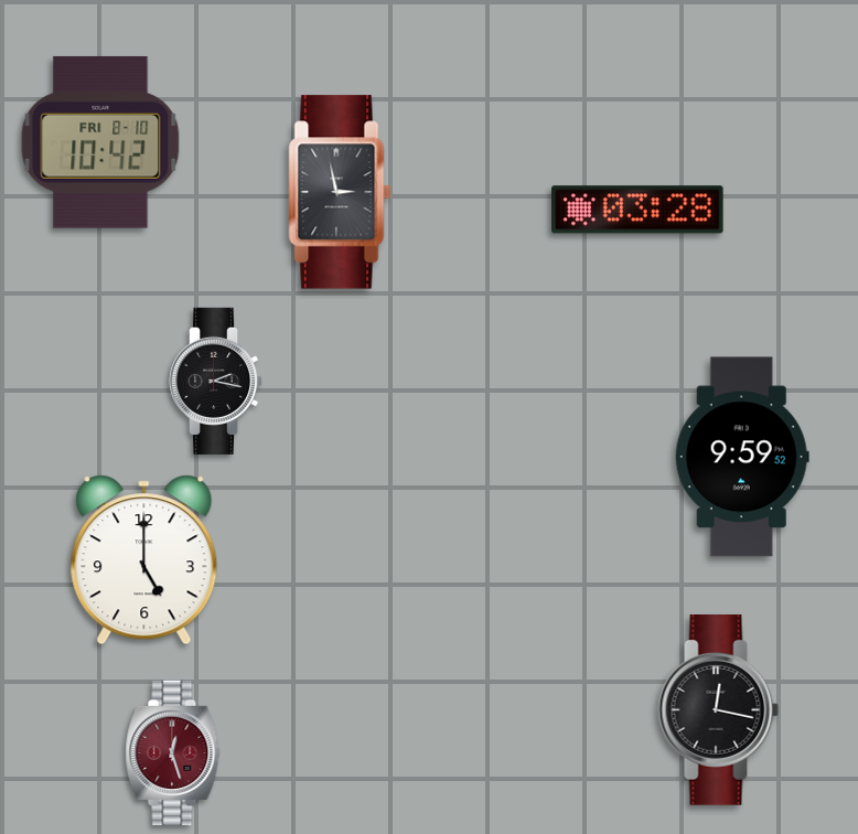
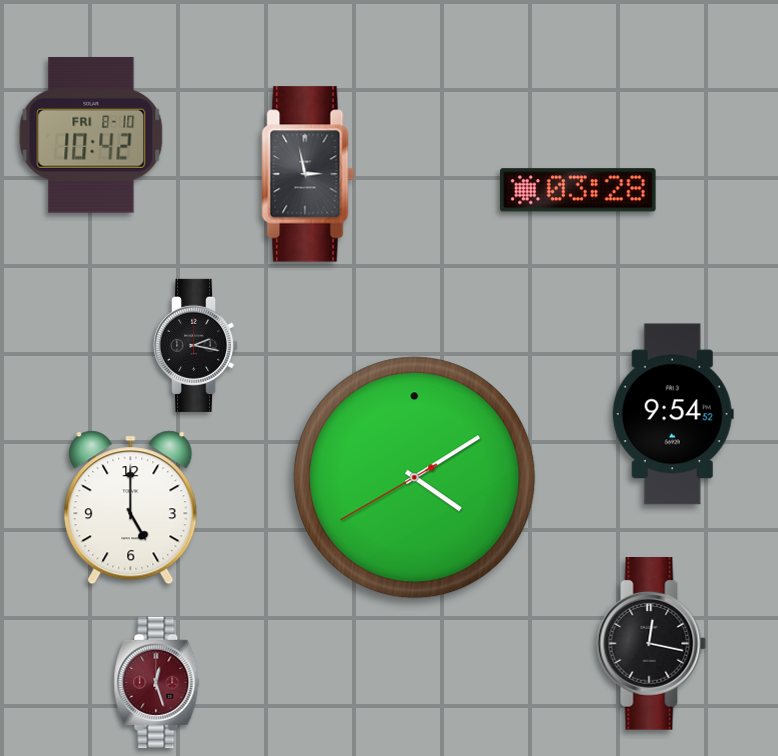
clock at (100, 142) position: (100, 142) -> (91, 135)
clock at (742, 457): 9:59 -> 9:54
clock at (415, 478): none -> 4:09
